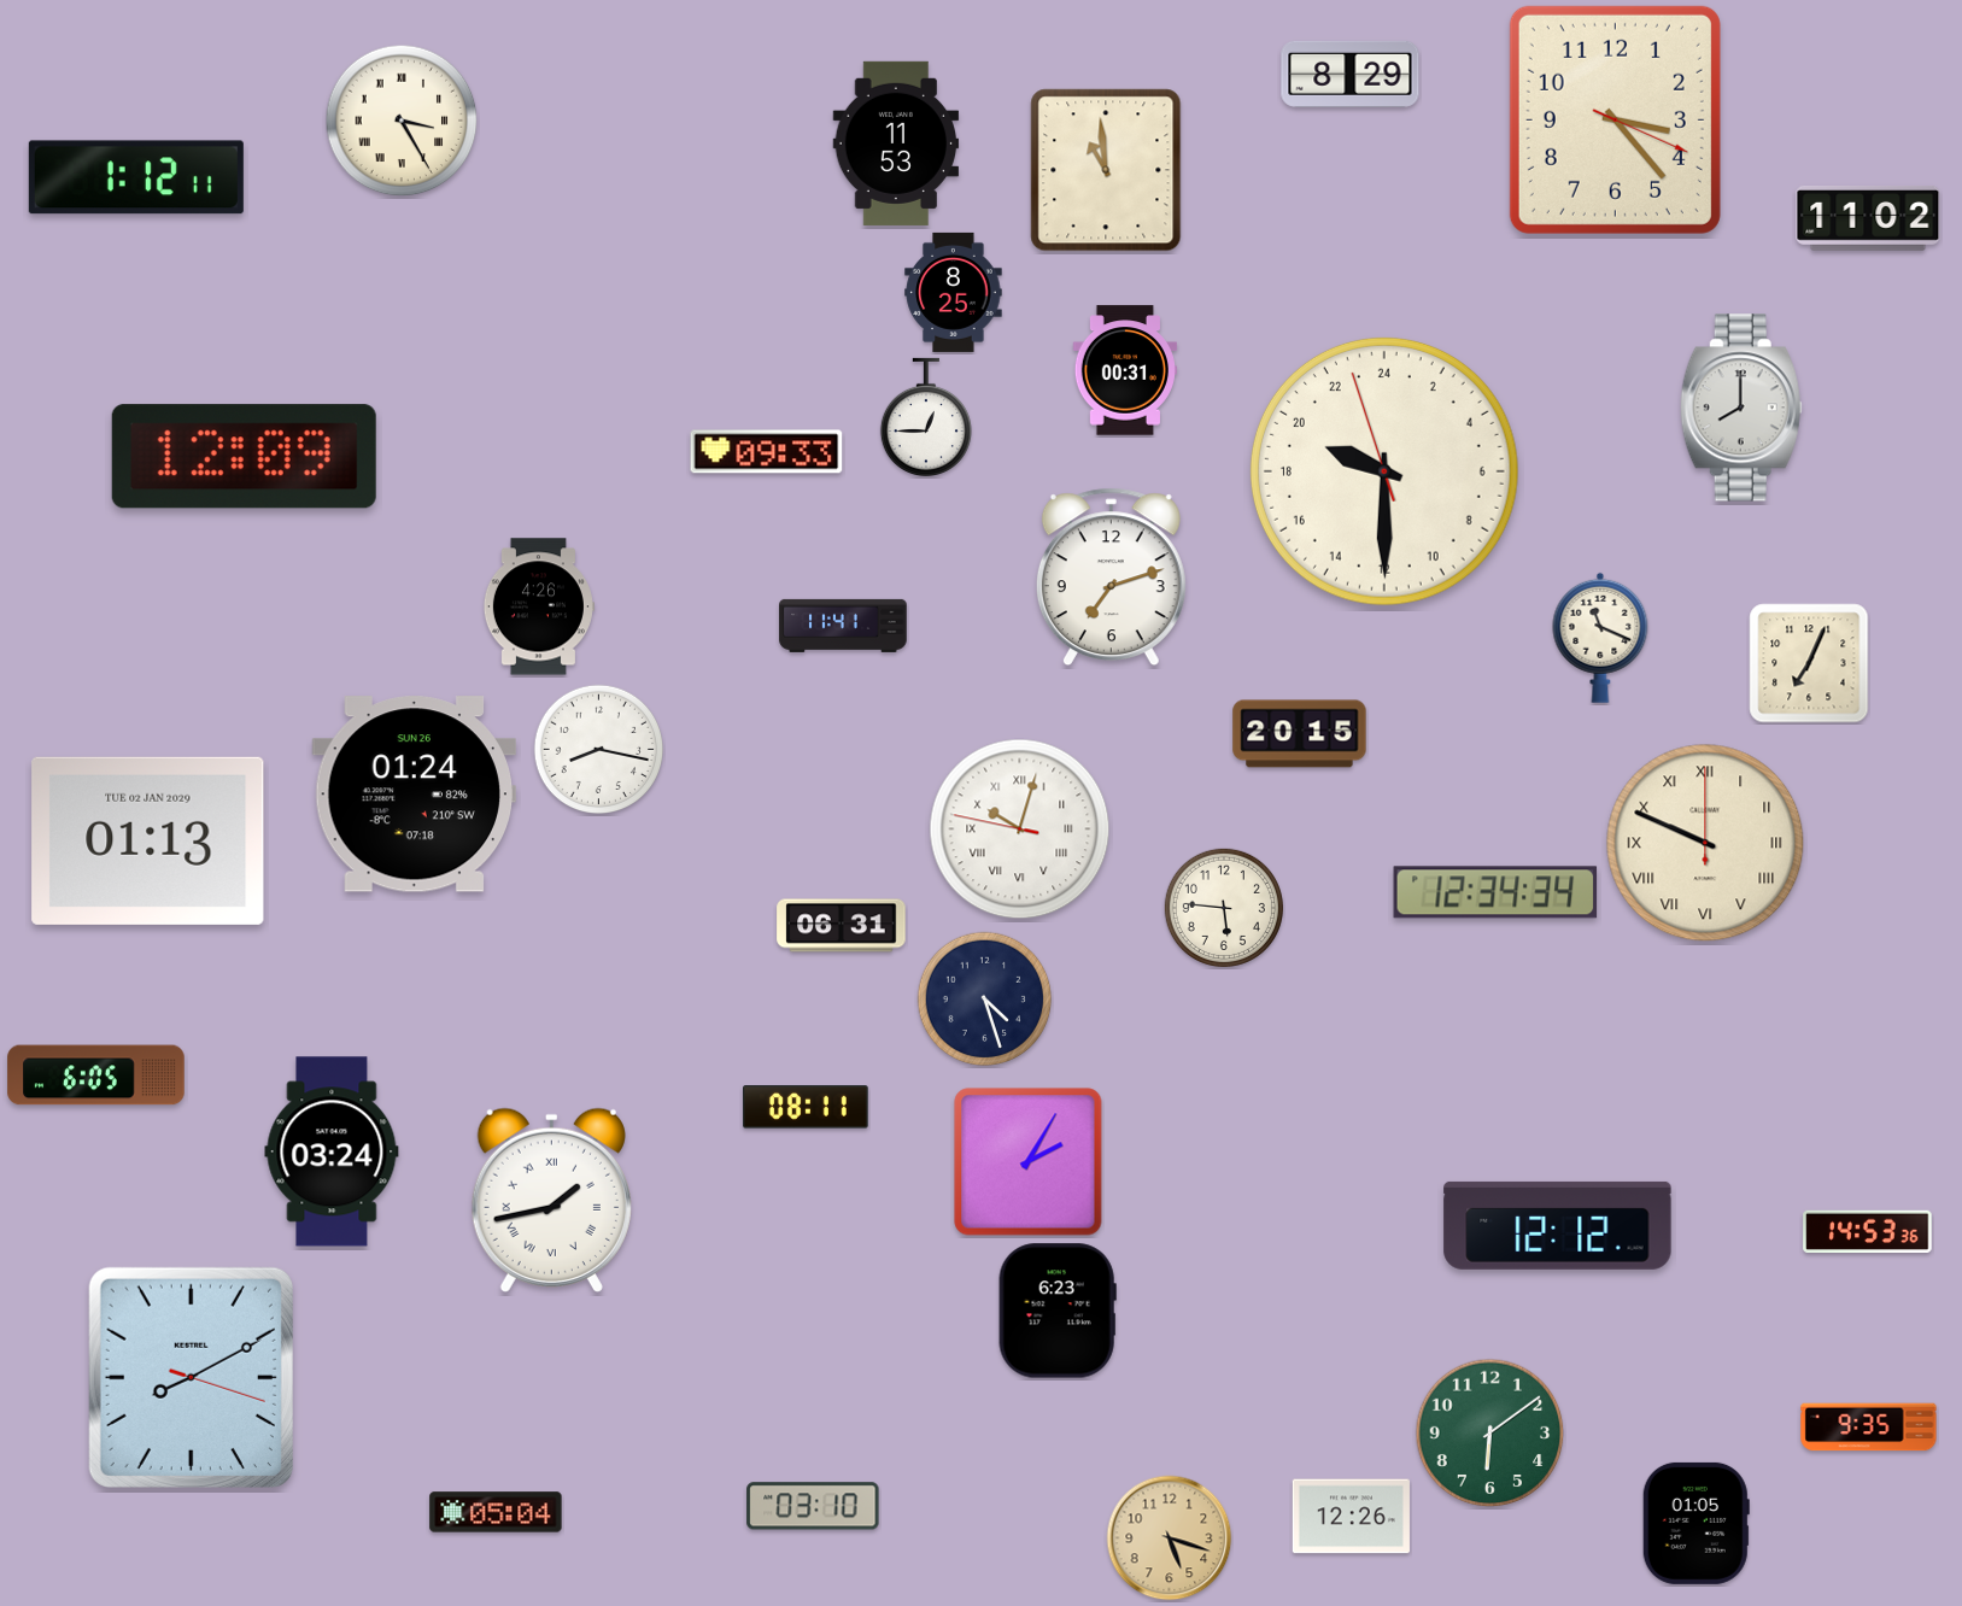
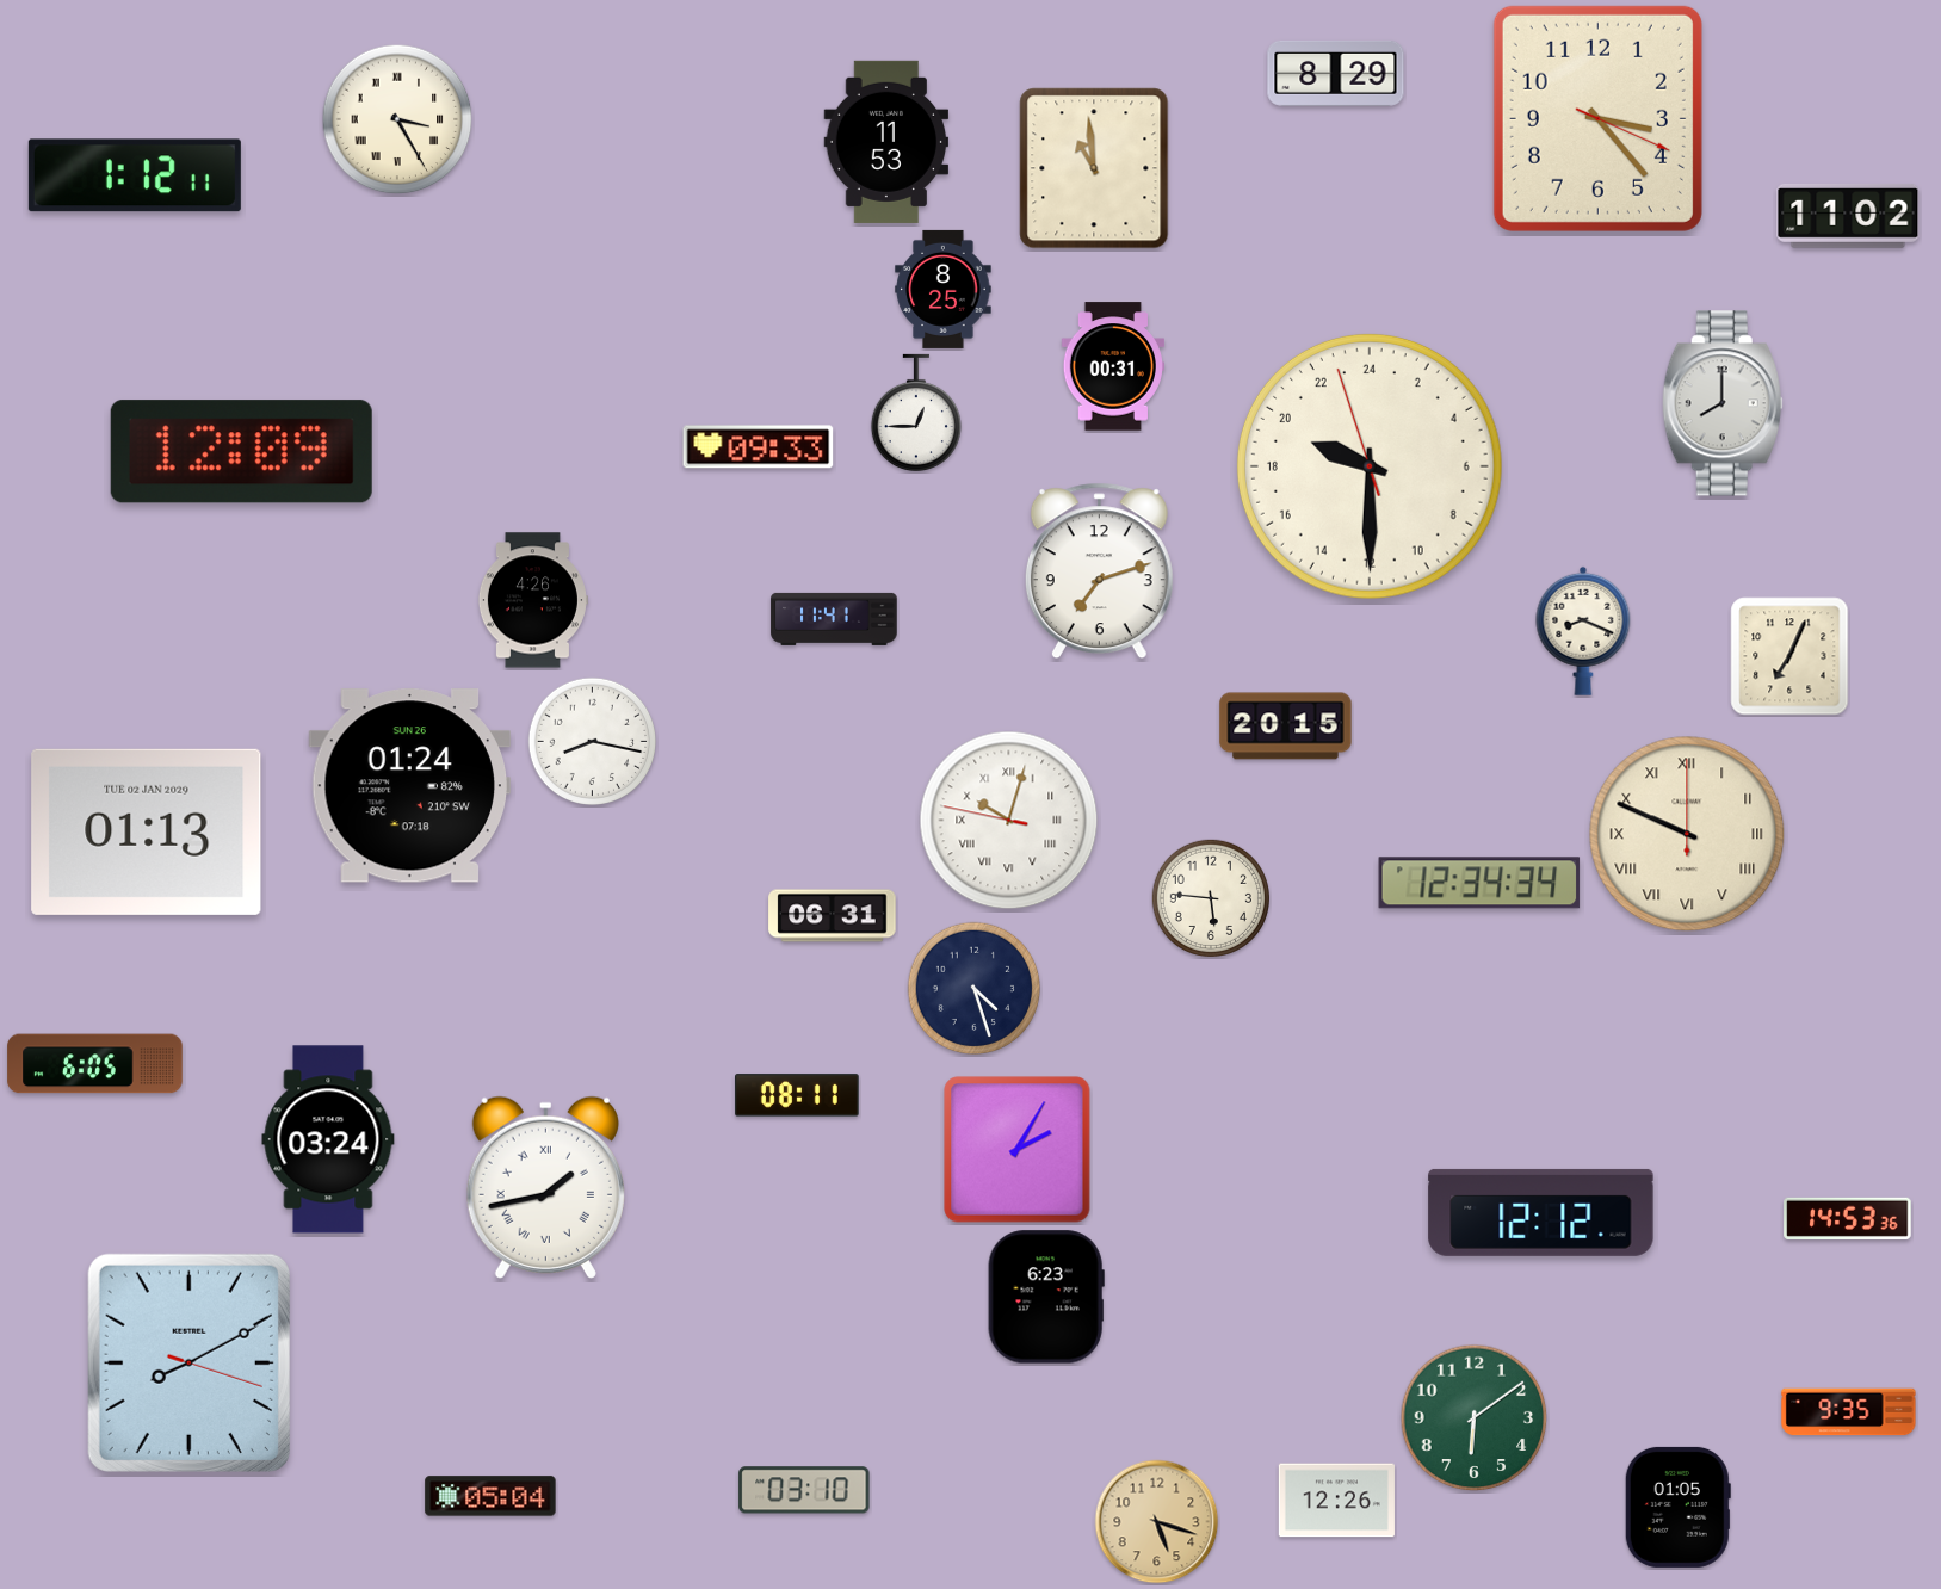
clock at (1600, 638): 11:19 -> 8:19
